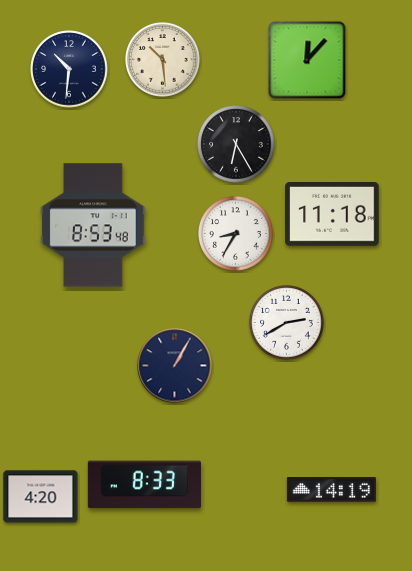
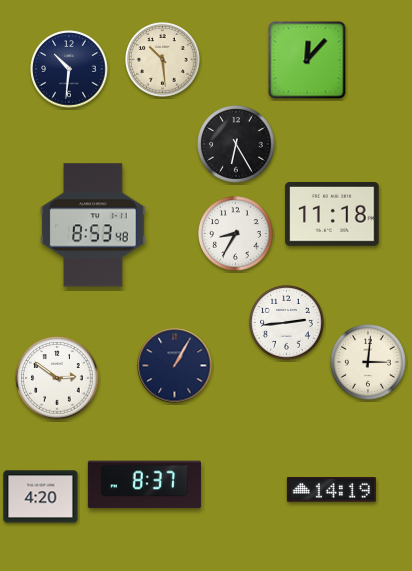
clock at (287, 323): 2:40 -> 2:44
clock at (368, 362): none -> 3:01
clock at (57, 378): none -> 2:51
clock at (144, 485): 8:33 -> 8:37
